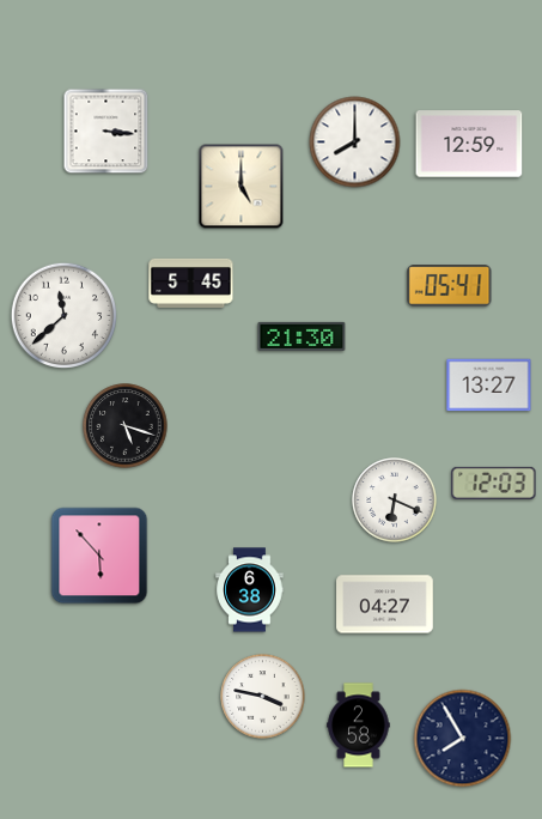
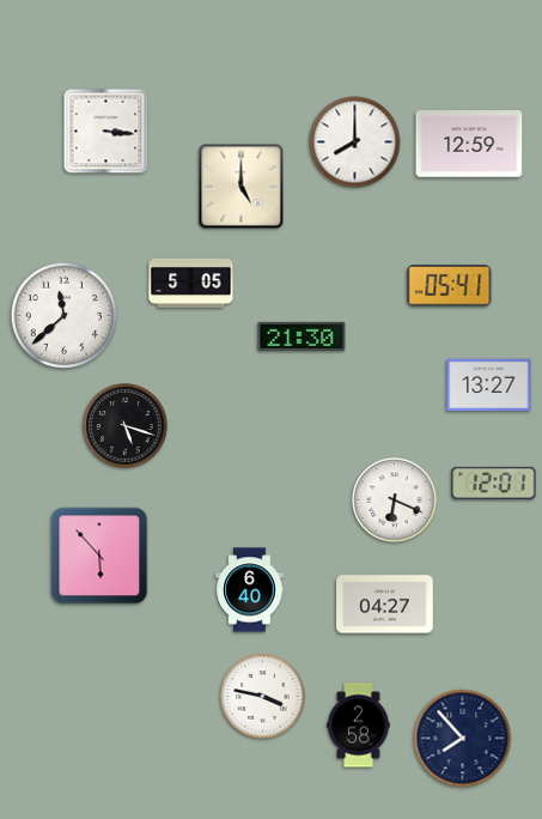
clock at (191, 283): 5:45 -> 5:05
clock at (494, 483): 12:03 -> 12:01
clock at (250, 590): 6:38 -> 6:40
clock at (463, 739): 7:55 -> 7:53
